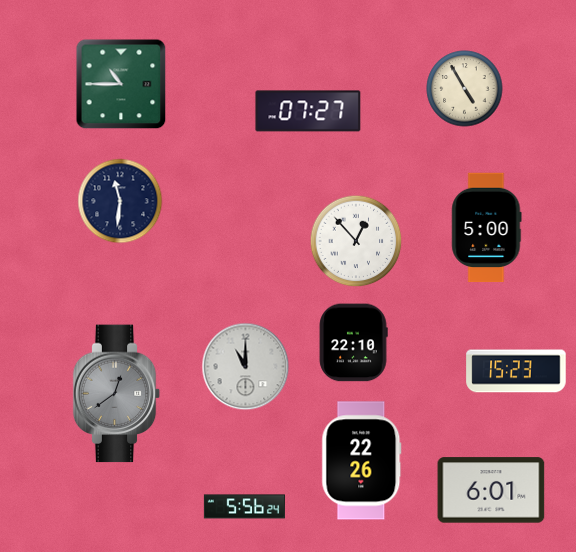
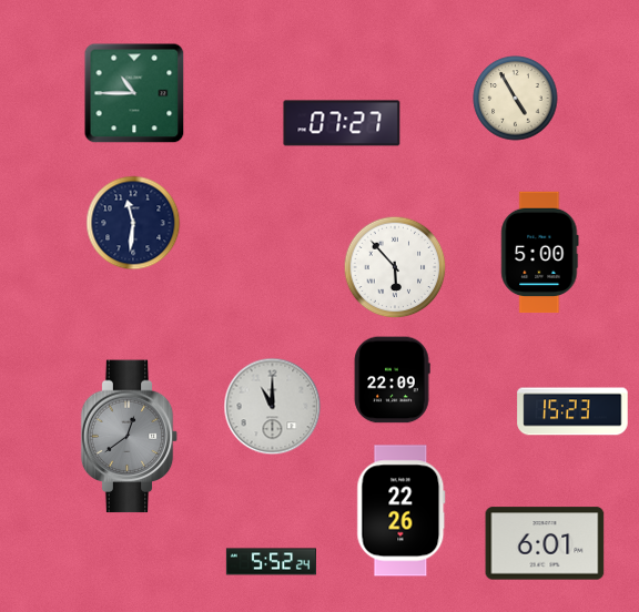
clock at (356, 241): 12:53 -> 5:53
clock at (353, 343): 22:10 -> 22:09
clock at (244, 507): 5:56 -> 5:52
